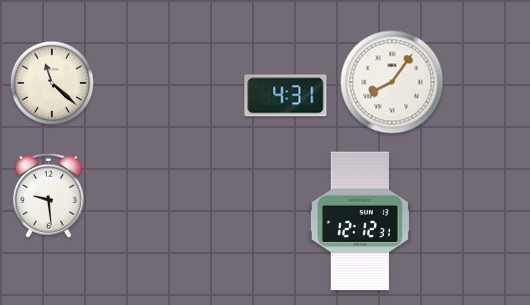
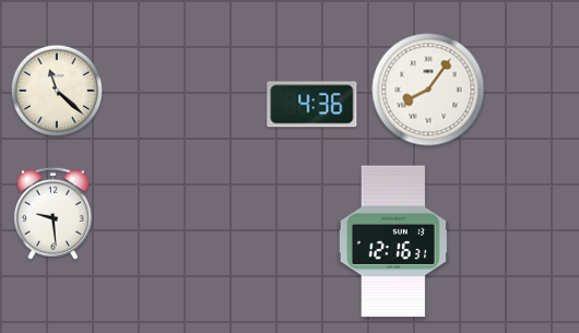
clock at (286, 96): 4:31 -> 4:36
clock at (360, 221): 12:12 -> 12:16
